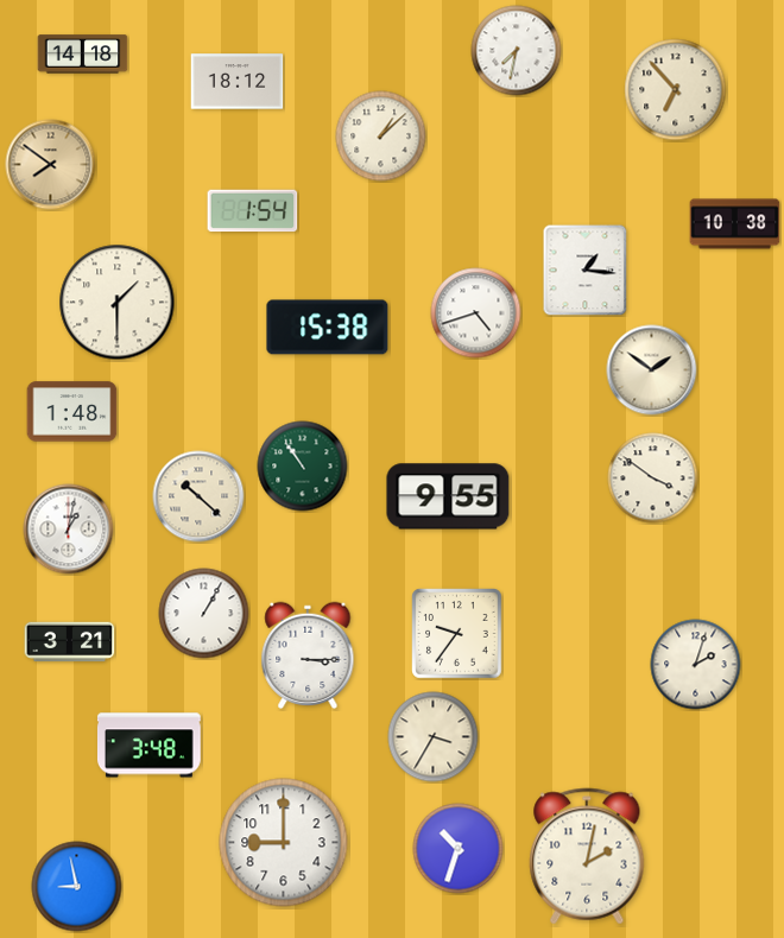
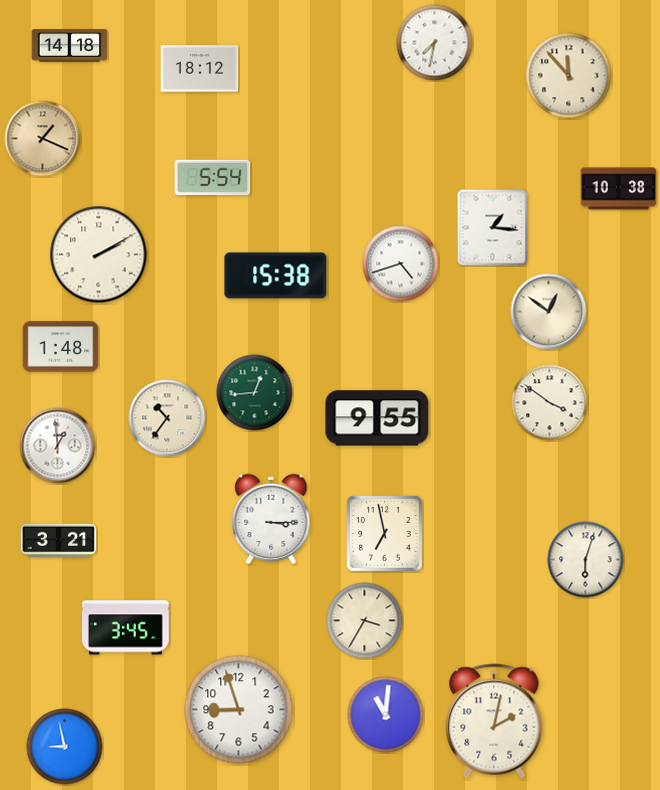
clock at (676, 90): 6:53 -> 11:53
clock at (381, 137): 1:08 -> none
clock at (51, 165): 7:51 -> 1:19
clock at (253, 211): 1:54 -> 5:54
clock at (118, 303): 1:30 -> 2:10
clock at (652, 370): 1:51 -> 12:51
clock at (303, 467): 10:54 -> 12:44
clock at (198, 496): 10:22 -> 10:36
clock at (69, 530): 1:02 -> 12:59
clock at (204, 614): 1:05 -> none
clock at (457, 634): 9:36 -> 6:58
clock at (308, 654) position: (308, 654) -> (271, 518)
clock at (696, 665): 2:03 -> 6:03
clock at (150, 746): 3:48 -> 3:45
clock at (284, 843): 9:00 -> 8:57
clock at (459, 849): 10:33 -> 11:01
